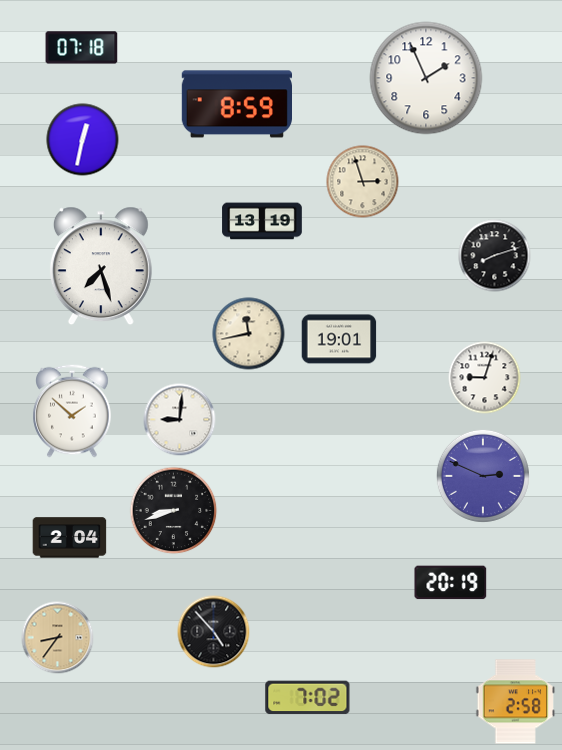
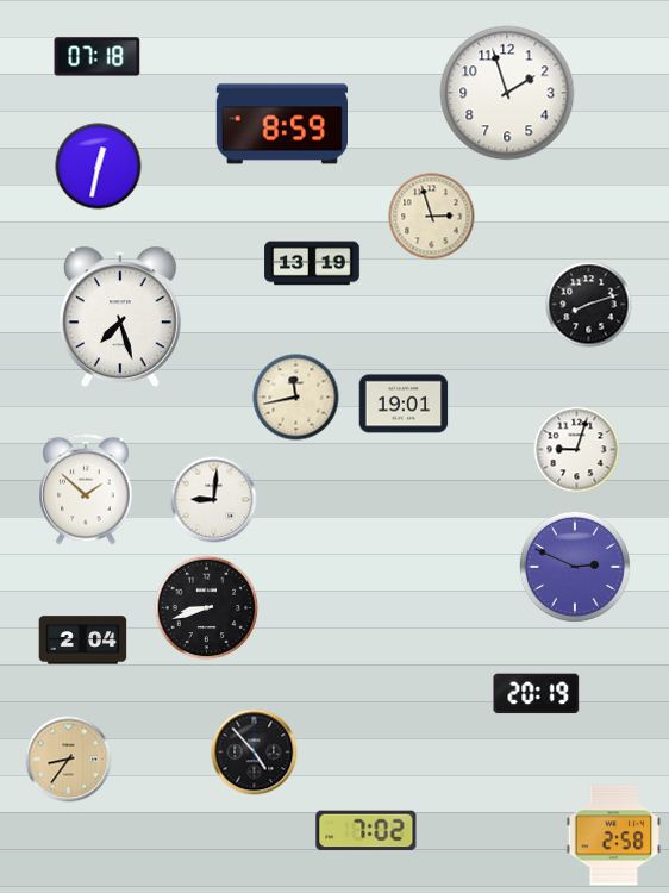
clock at (426, 78): 1:56 -> 1:57
